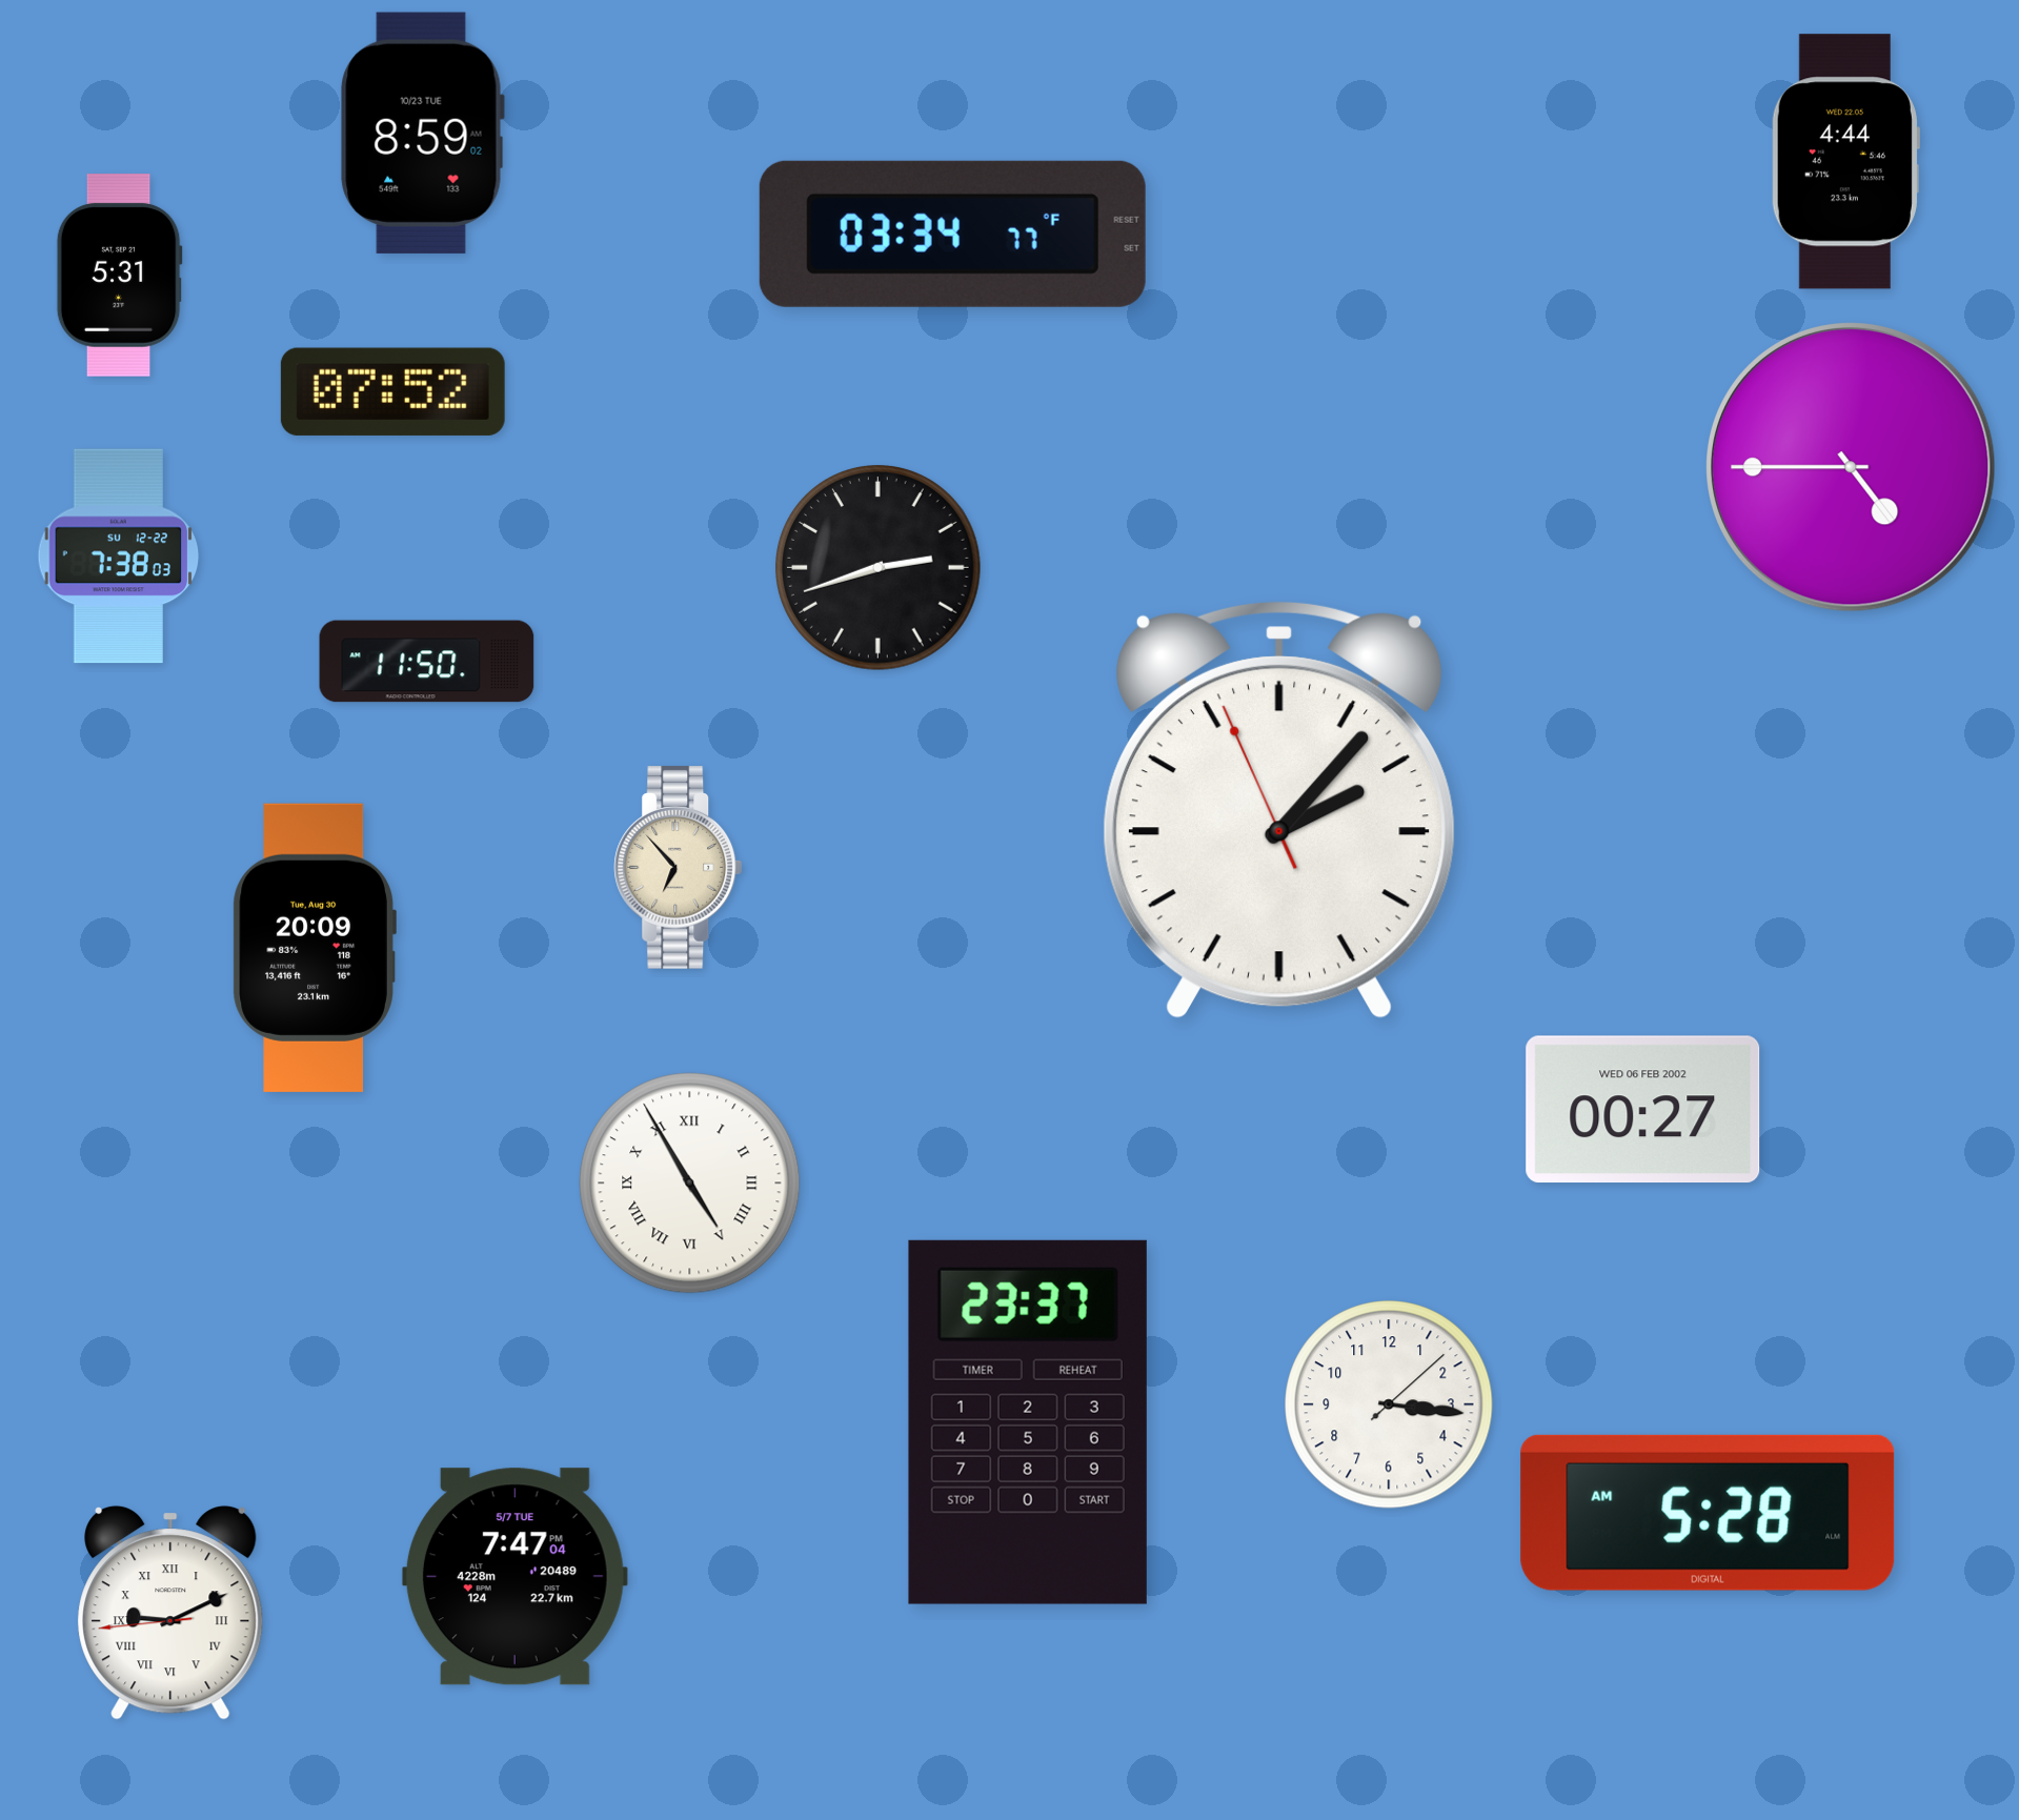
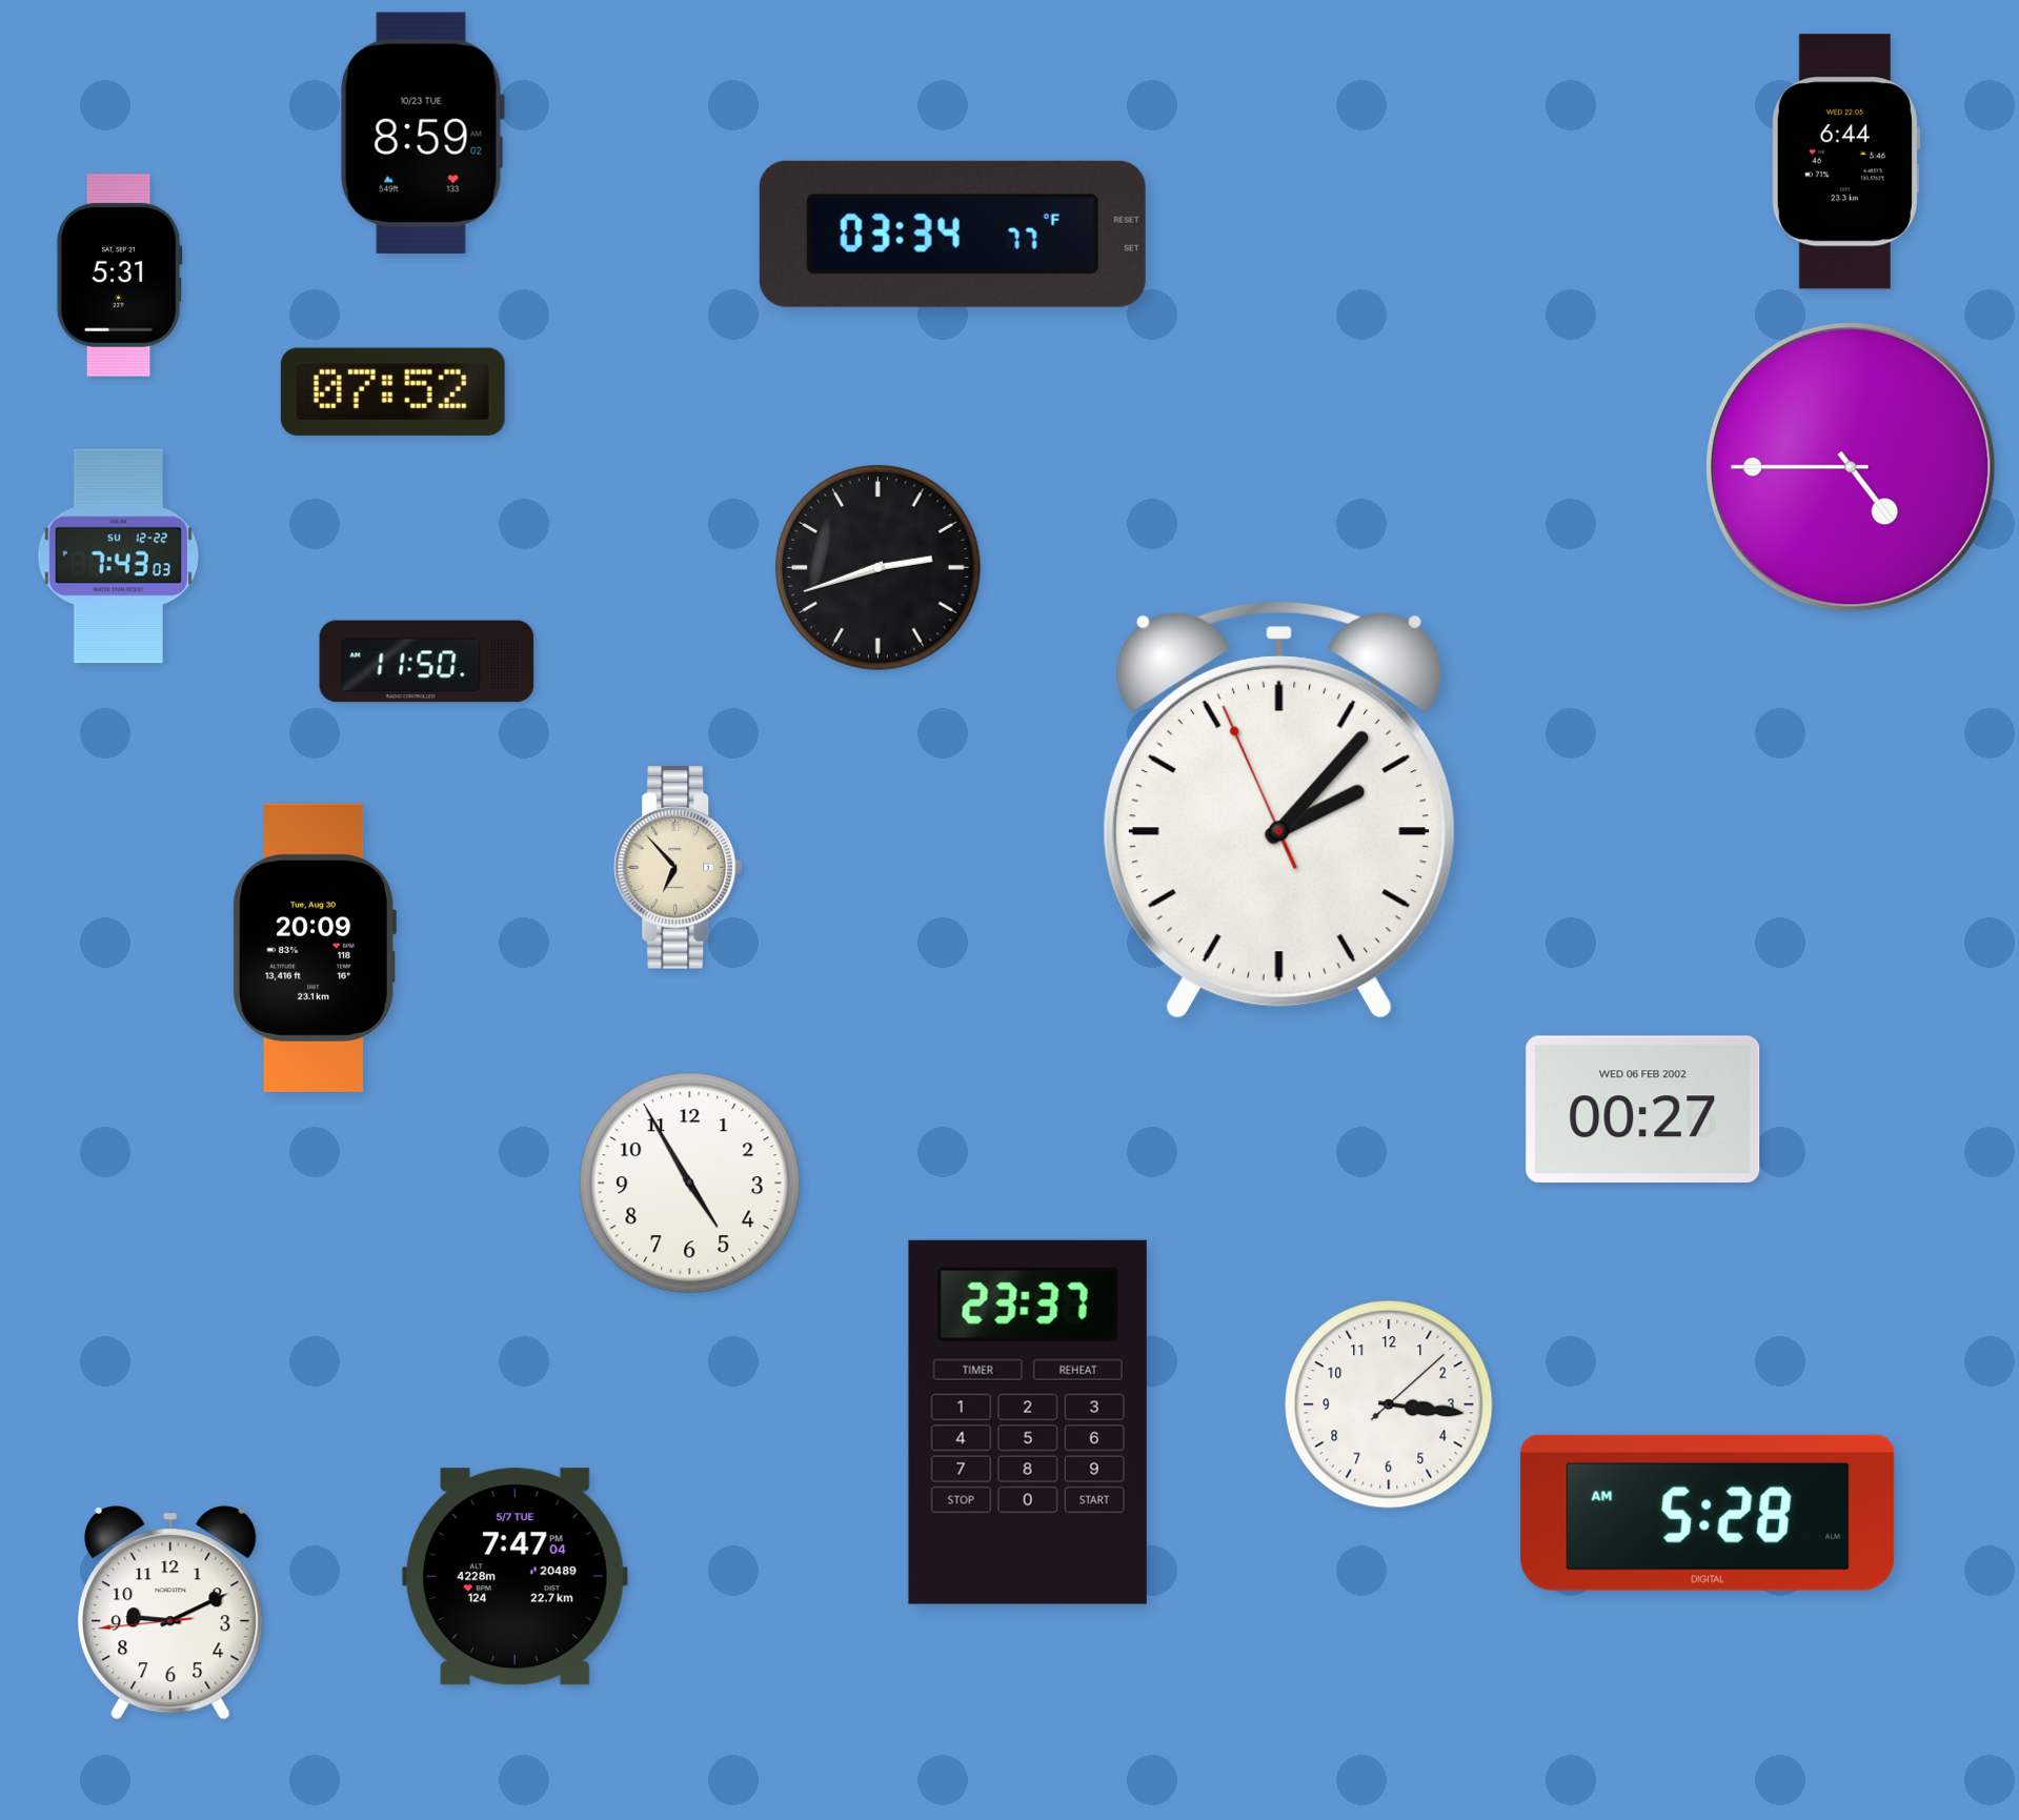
clock at (1845, 162): 4:44 -> 6:44
clock at (119, 557): 7:38 -> 7:43
clock at (690, 1184) numerals: Roman -> Arabic
clock at (170, 1613) numerals: Roman -> Arabic
